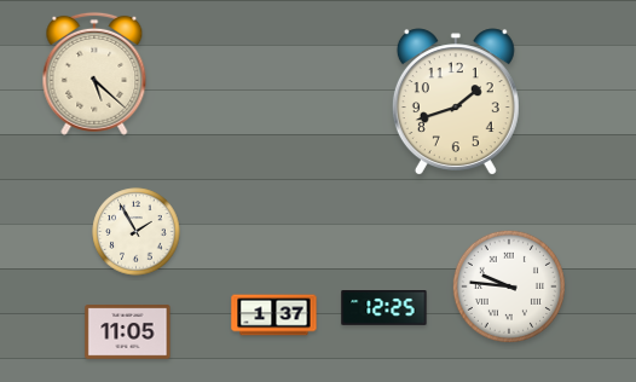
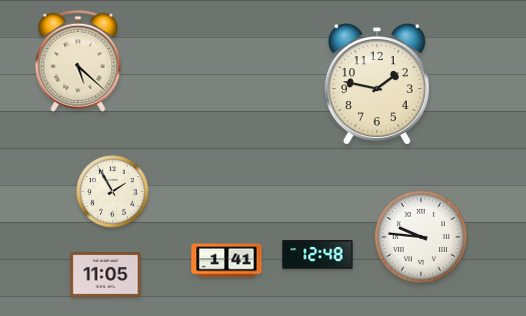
clock at (456, 102): 1:42 -> 1:47
clock at (385, 308): 12:25 -> 12:48
clock at (274, 316): 1:37 -> 1:41
